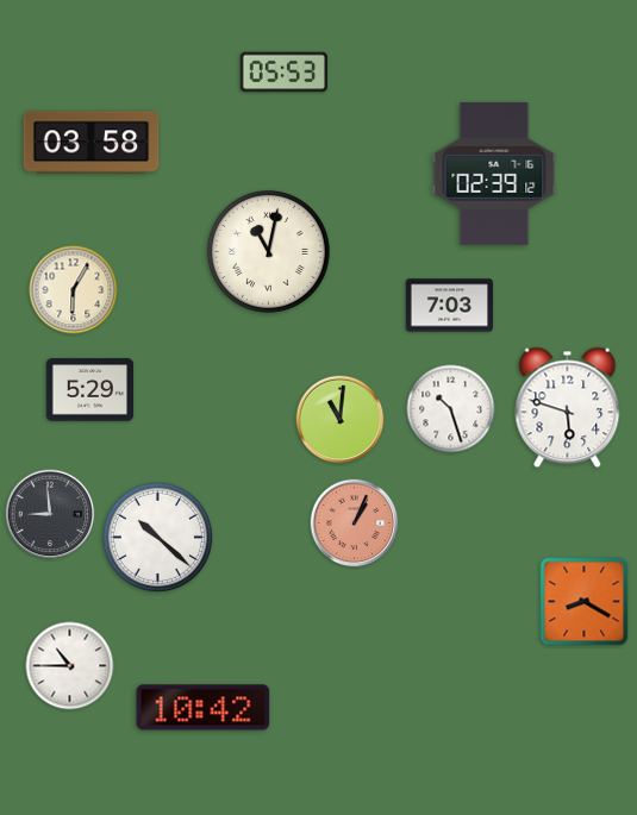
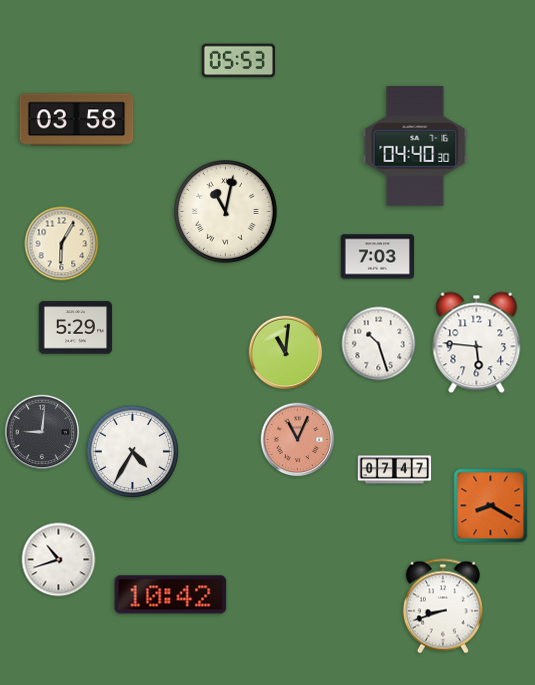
clock at (494, 174): 02:39 -> 04:40
clock at (568, 408): 5:48 -> 5:46
clock at (50, 514): 8:59 -> 9:01
clock at (355, 524): 1:04 -> 11:04
clock at (157, 537): 10:22 -> 4:35
clock at (395, 470): none -> 07:47
clock at (70, 666): 10:45 -> 10:42
clock at (443, 606): none -> 8:42
